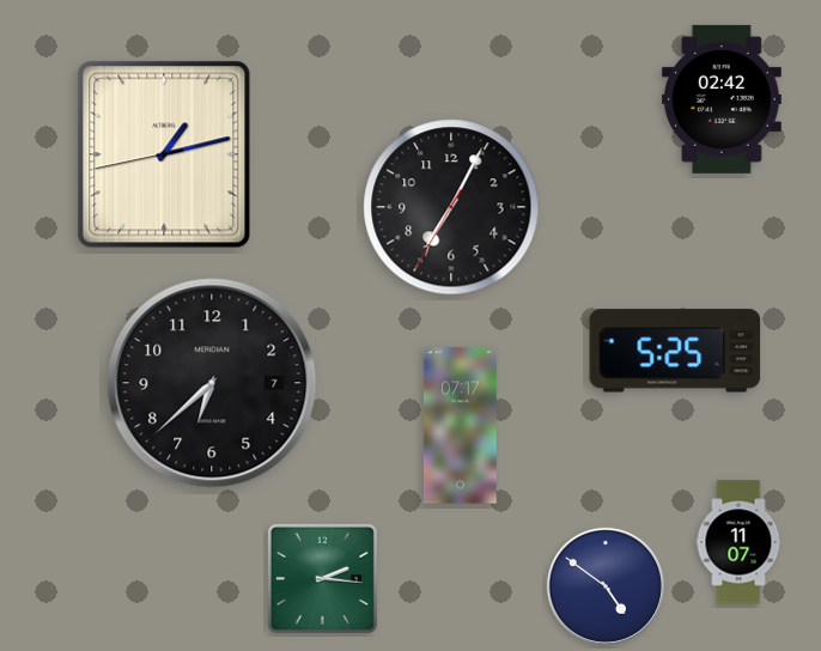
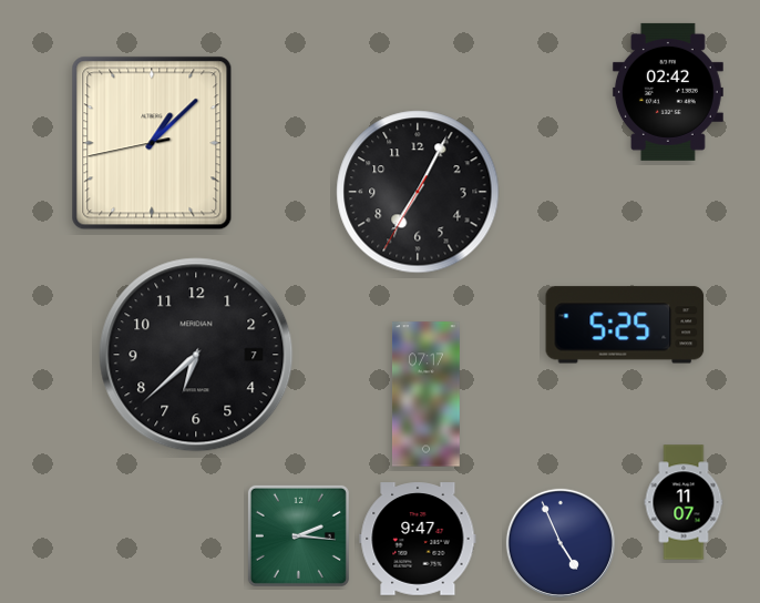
clock at (164, 154): 1:12 -> 1:07
clock at (418, 539): none -> 9:47
clock at (606, 586): 4:51 -> 4:56
